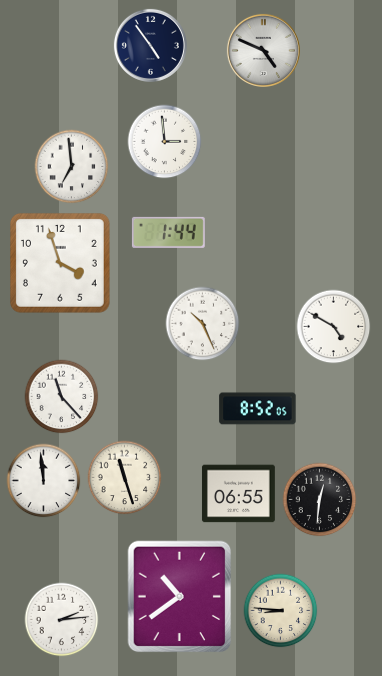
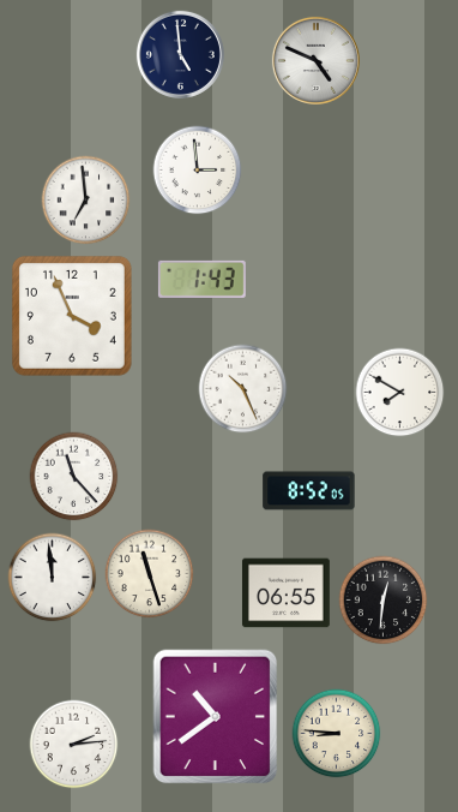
clock at (150, 45): 4:54 -> 4:59
clock at (168, 232): 1:44 -> 1:43
clock at (61, 264): 3:57 -> 3:56
clock at (334, 327): 4:50 -> 7:50
